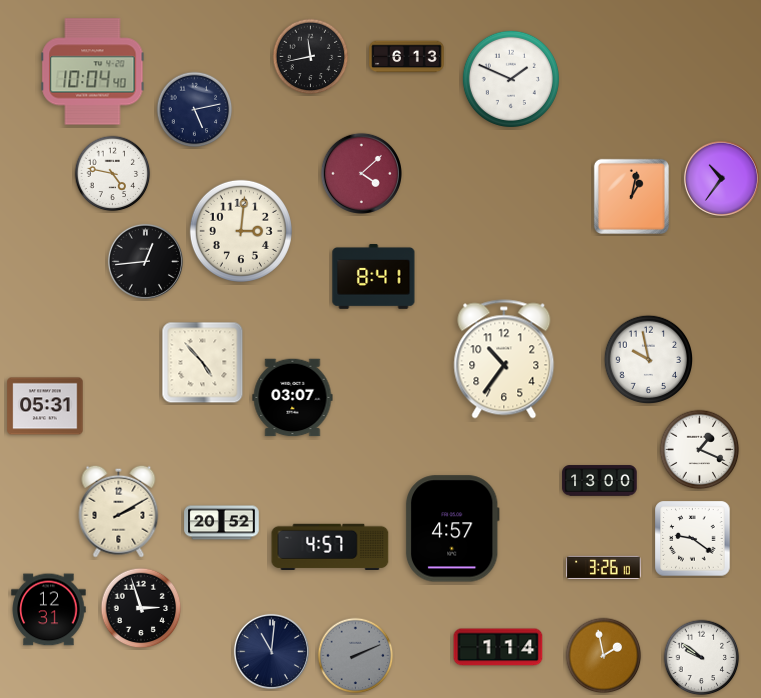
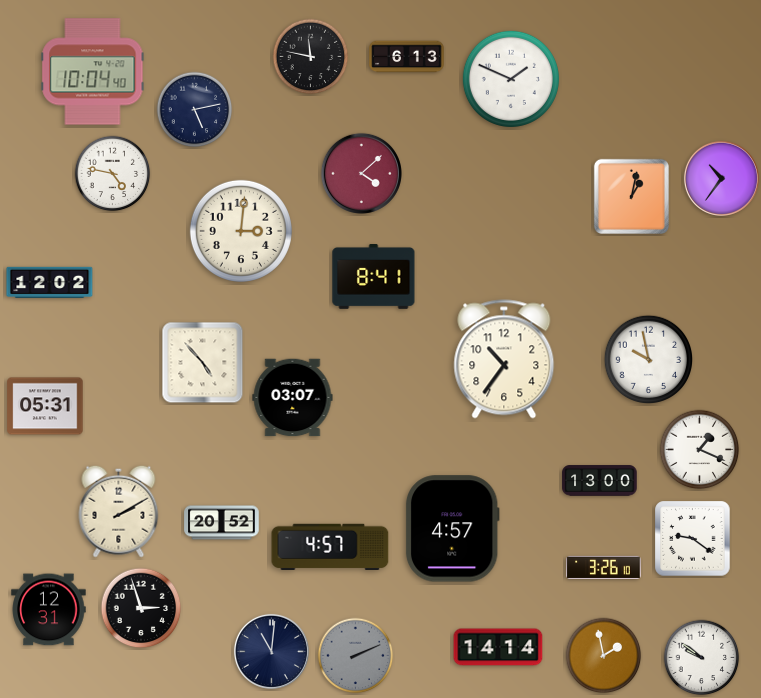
clock at (311, 57): 11:43 -> 11:47
clock at (145, 261): 12:44 -> none
clock at (50, 282): none -> 12:02
clock at (498, 647): 1:14 -> 14:14
